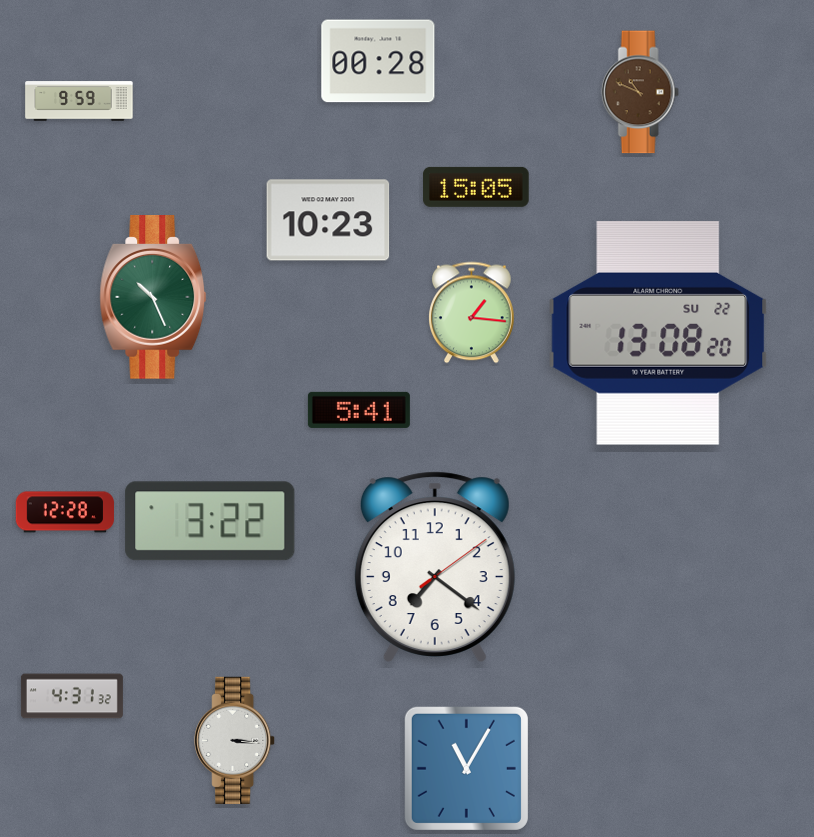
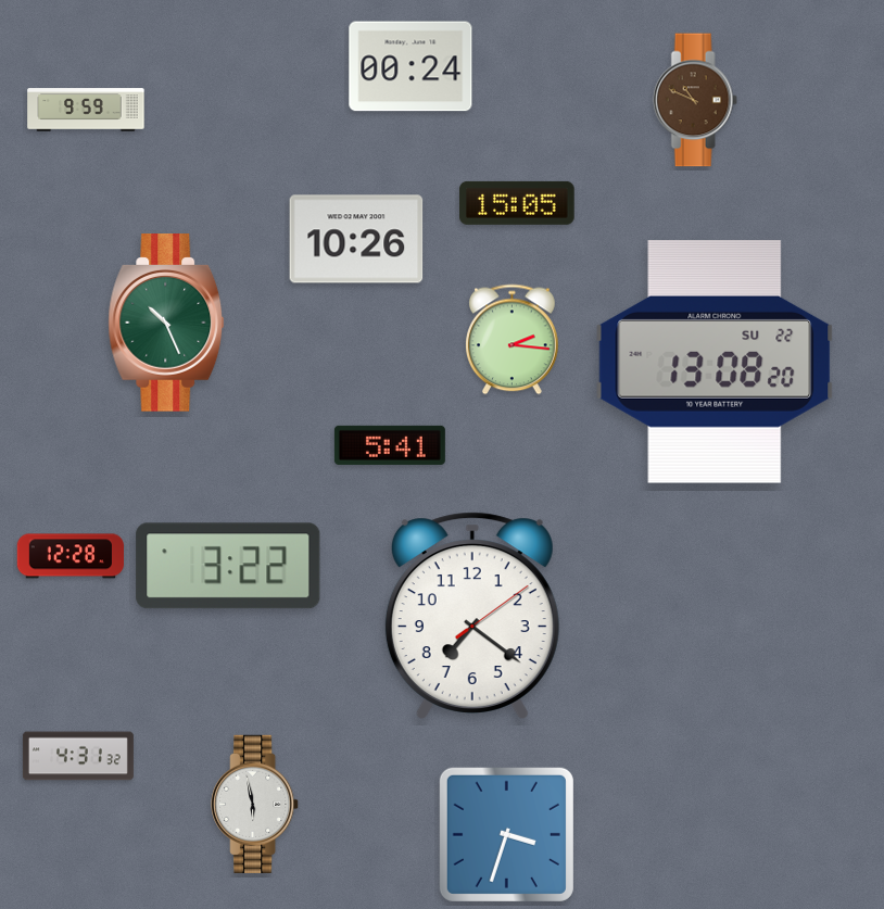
clock at (378, 61): 00:28 -> 00:24
clock at (328, 220): 10:23 -> 10:26
clock at (472, 313): 1:16 -> 2:16
clock at (235, 740): 3:16 -> 5:58
clock at (466, 768): 11:05 -> 3:33
